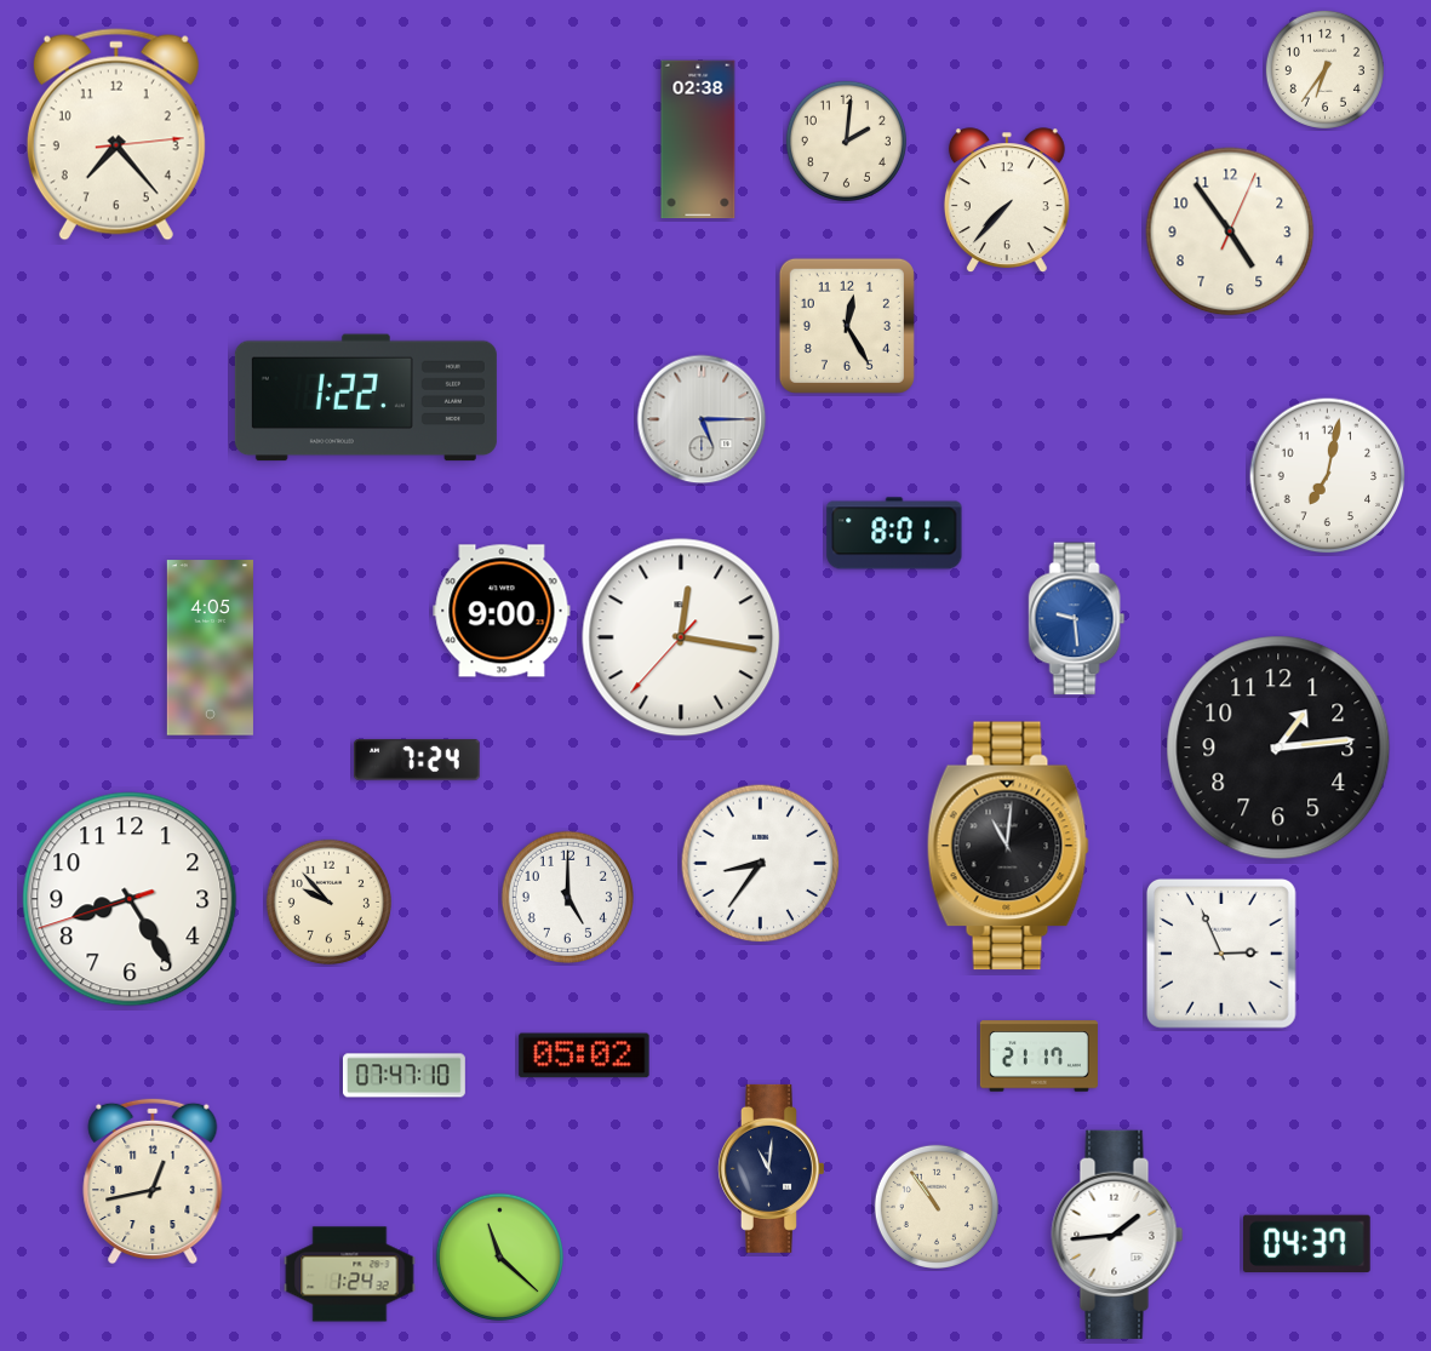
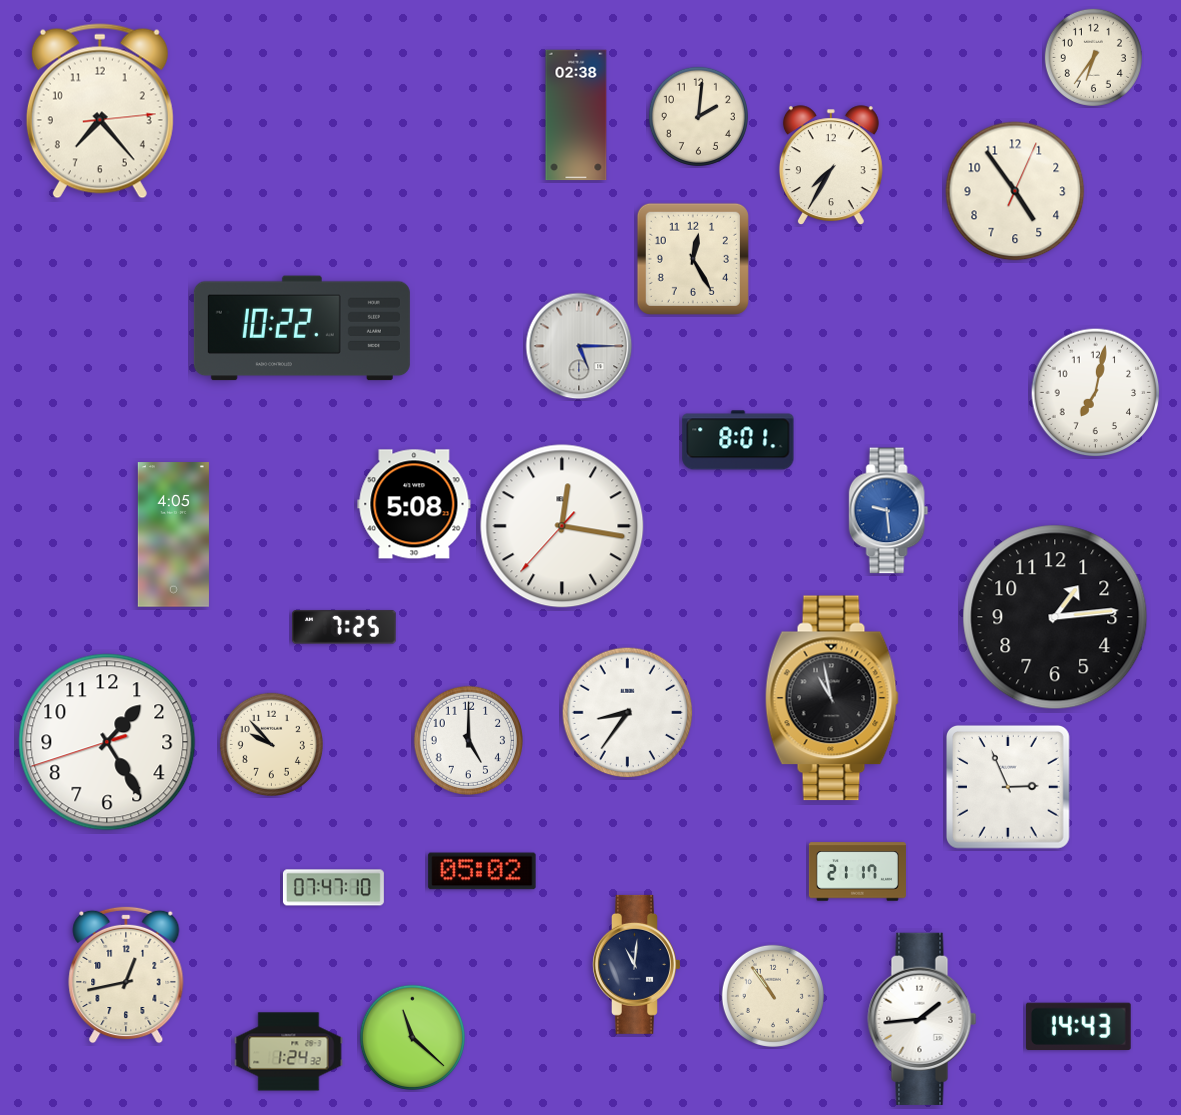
clock at (116, 134) position: (116, 134) -> (100, 111)
clock at (1007, 201): 7:37 -> 7:35
clock at (847, 326) position: (847, 326) -> (693, 259)
clock at (366, 397): 1:22 -> 10:22
clock at (502, 611): 9:00 -> 5:08
clock at (417, 760): 7:24 -> 7:25
clock at (1008, 846): 11:01 -> 10:58
clock at (130, 899): 8:24 -> 1:24
clock at (1307, 1243): 04:37 -> 14:43
